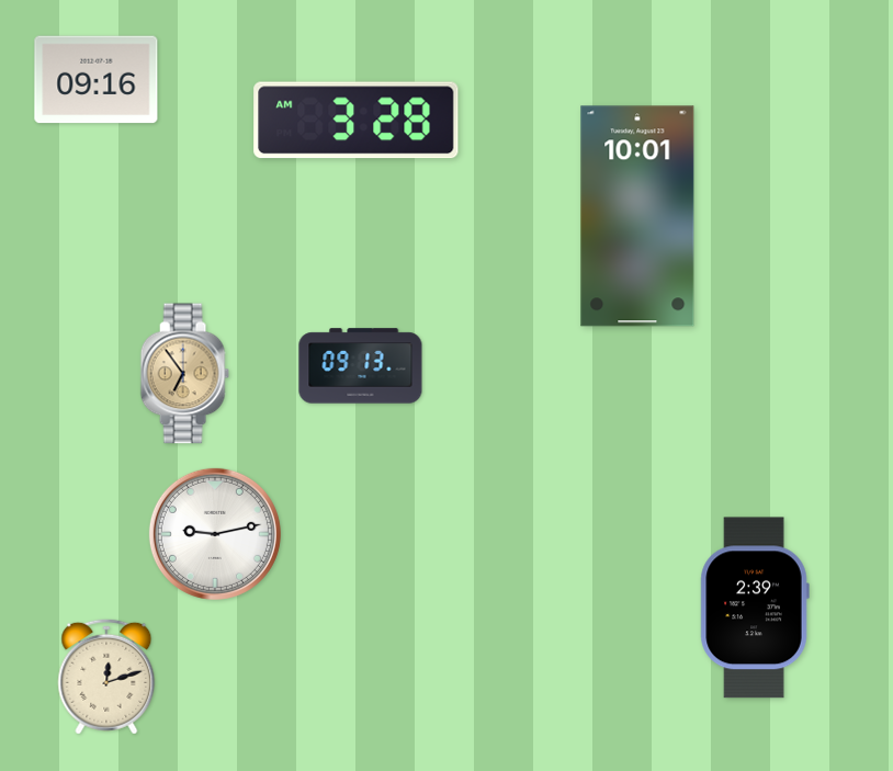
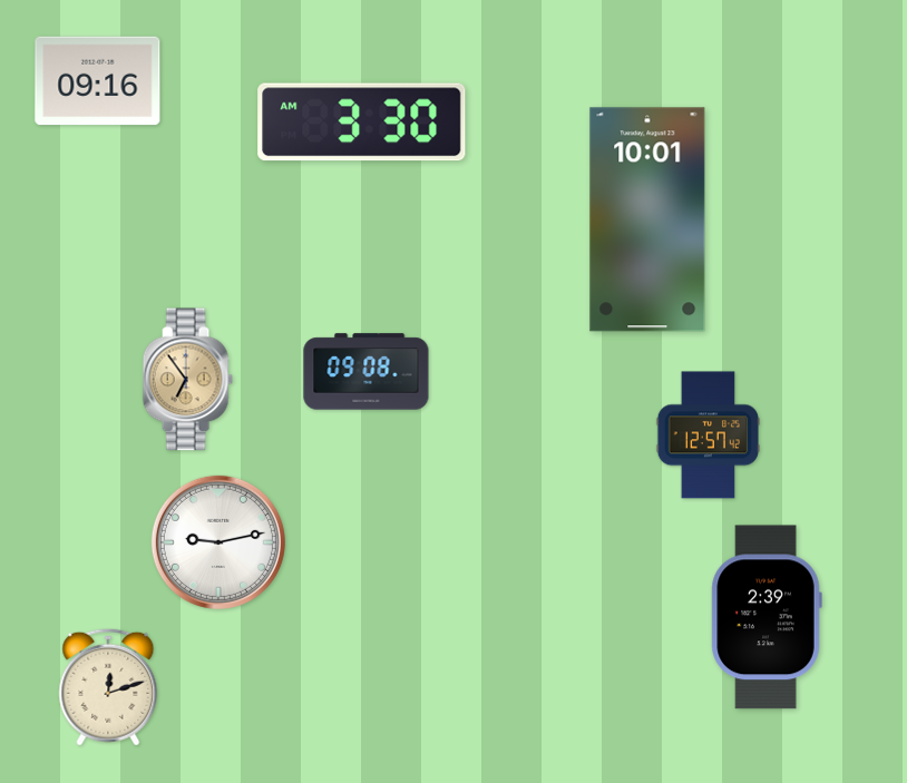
clock at (357, 121): 3:28 -> 3:30
clock at (361, 366): 09:13 -> 09:08
clock at (708, 435): none -> 12:57
